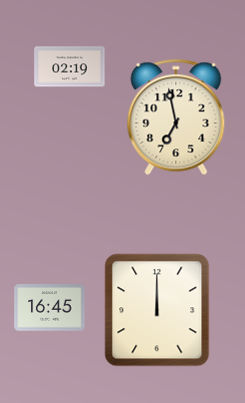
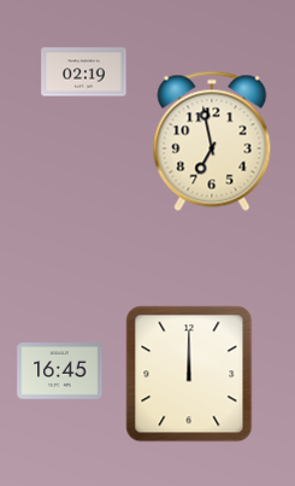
clock at (70, 67) position: (70, 67) -> (84, 72)
